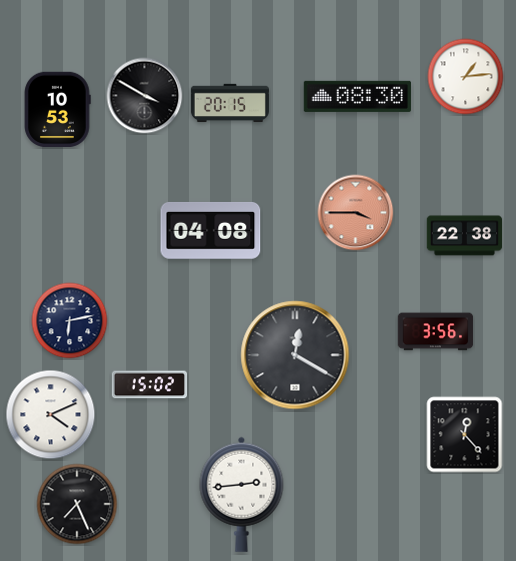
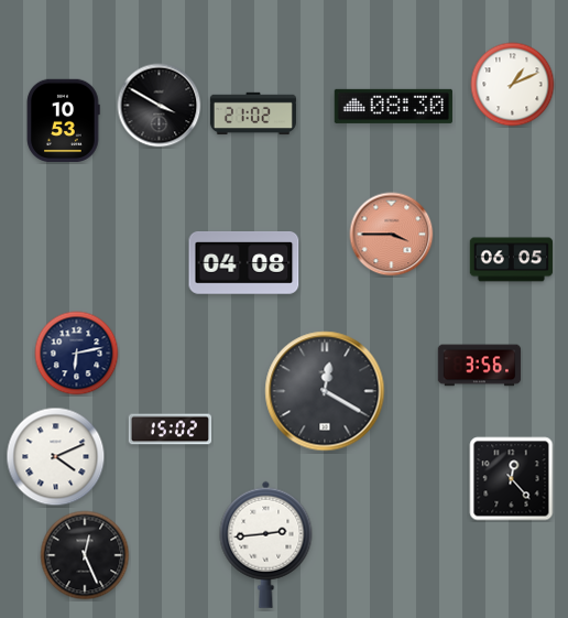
clock at (466, 77): 1:14 -> 1:11
clock at (230, 103): 20:15 -> 21:02
clock at (211, 230) position: (211, 230) -> (244, 262)
clock at (465, 236): 22:38 -> 06:05
clock at (150, 385) position: (150, 385) -> (171, 430)
clock at (77, 504): 7:26 -> 12:26
